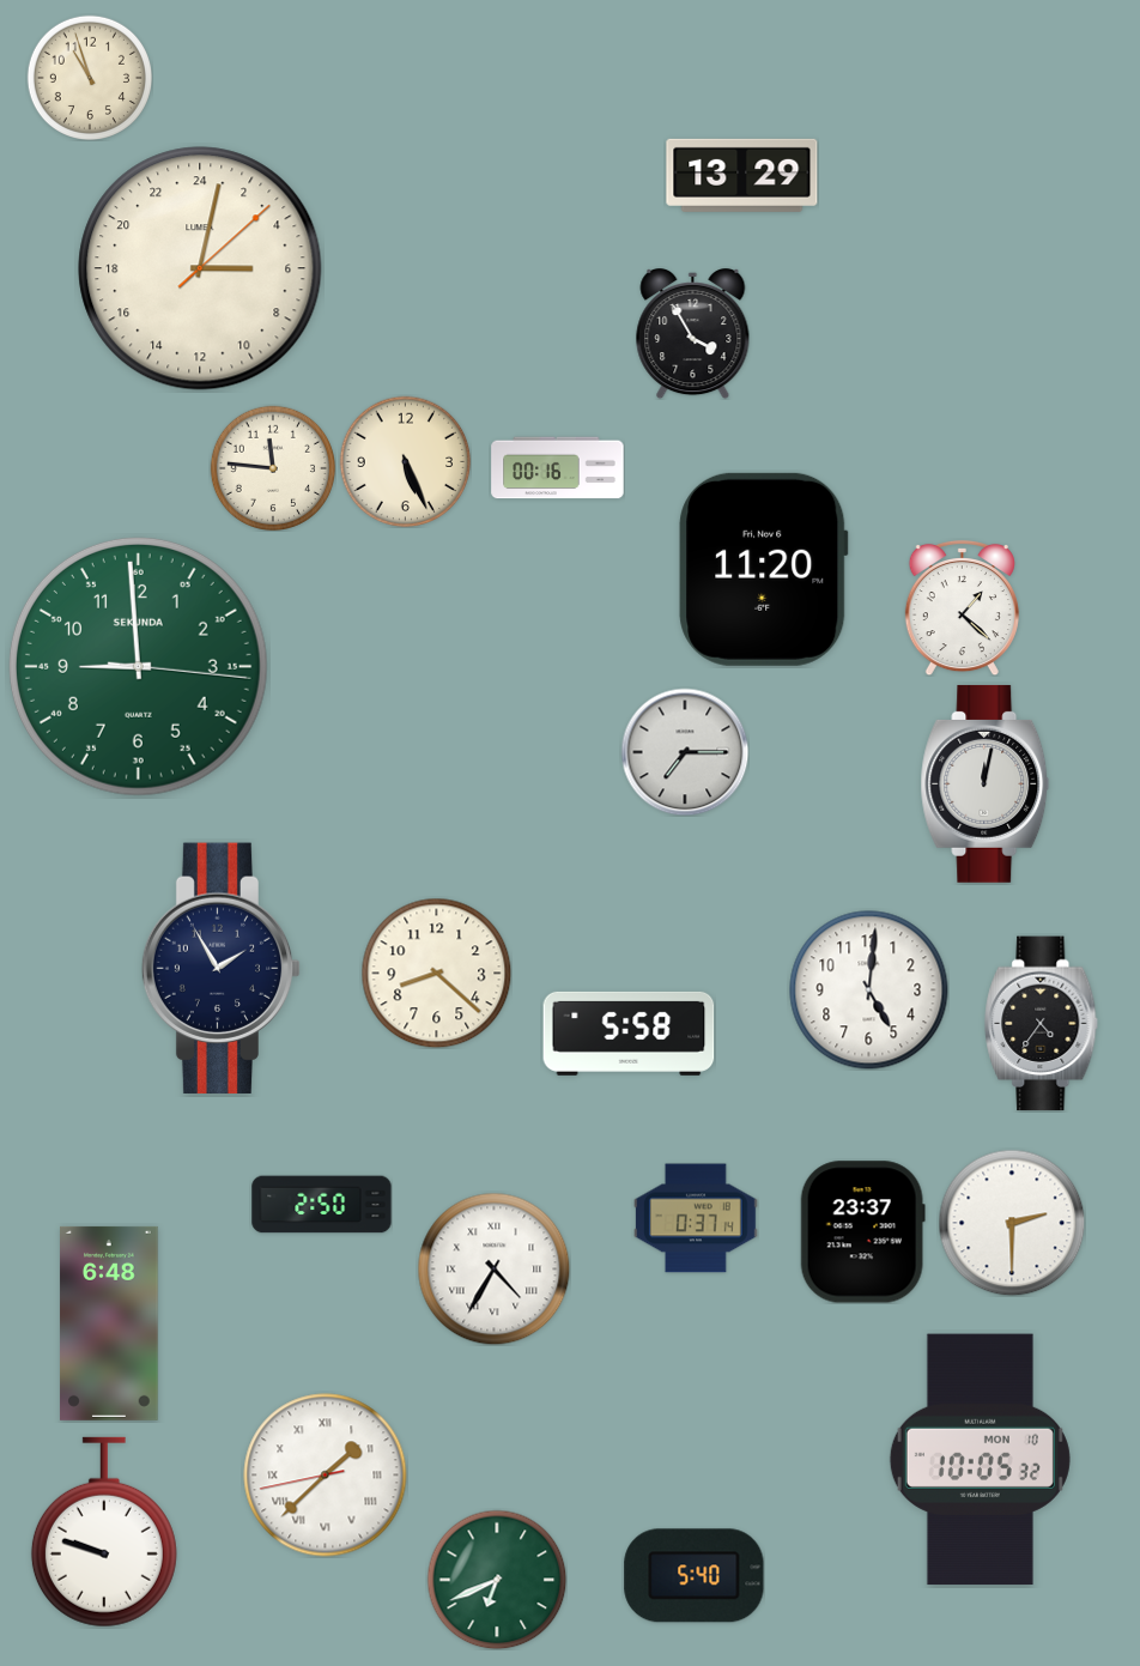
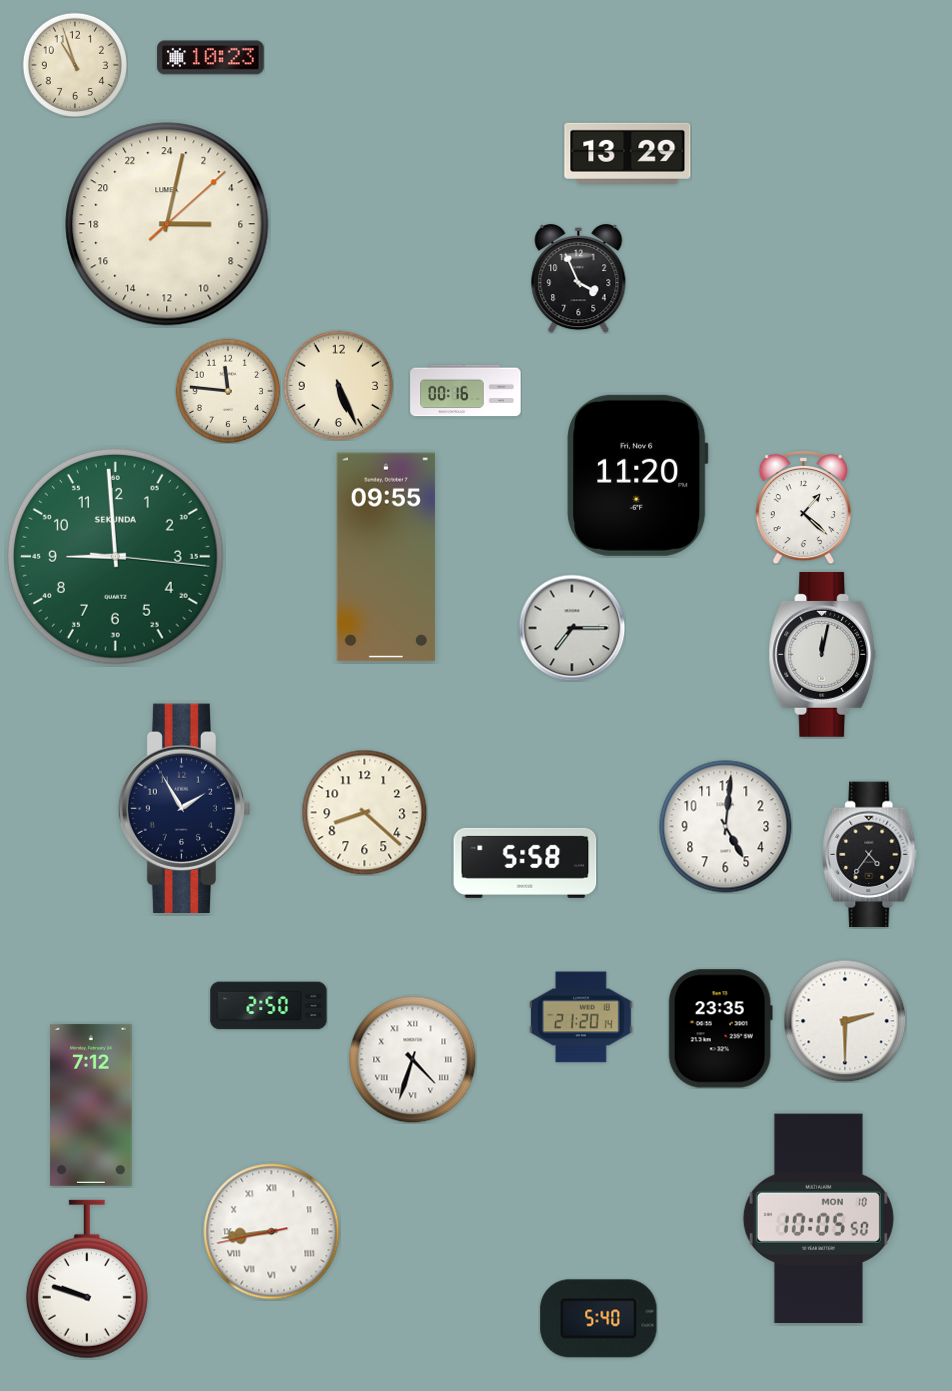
clock at (211, 58): none -> 10:23
clock at (742, 175) position: (742, 175) -> (628, 153)
clock at (693, 333): 3:55 -> 3:56
clock at (386, 557): none -> 09:55
clock at (697, 1218): 0:37 -> 21:20
clock at (862, 1232): 23:37 -> 23:35
clock at (493, 1268): 4:35 -> 4:33
clock at (109, 1323): 6:48 -> 7:12
clock at (980, 1460): 10:05:32 -> 10:05:50
clock at (326, 1476): 1:37 -> 8:43
clock at (695, 1576) position: (695, 1576) -> (599, 1319)
clock at (497, 1580): 6:41 -> none
